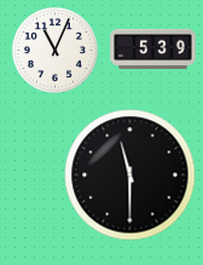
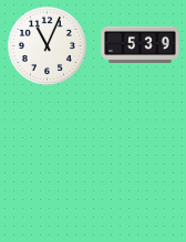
clock at (54, 50) position: (54, 50) -> (46, 45)
clock at (130, 175): 11:30 -> none
